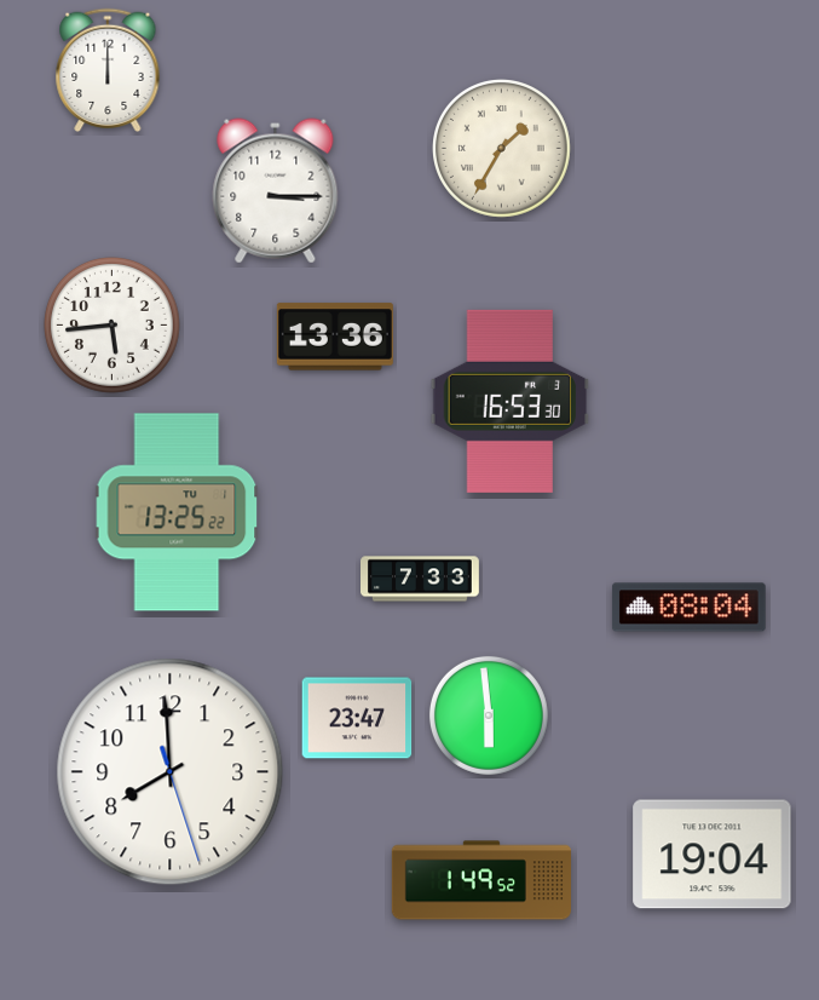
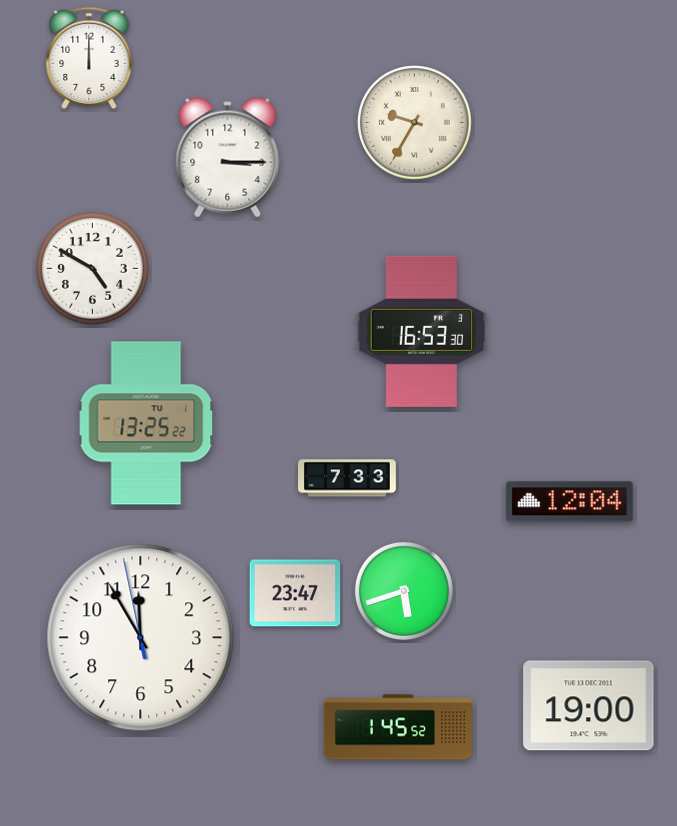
clock at (502, 149): 1:35 -> 9:35
clock at (113, 326): 5:44 -> 4:50
clock at (335, 337): 13:36 -> none
clock at (690, 608): 08:04 -> 12:04
clock at (489, 715): 5:59 -> 5:42
clock at (171, 772): 7:59 -> 11:54
clock at (713, 855): 19:04 -> 19:00
clock at (481, 880): 1:49 -> 1:45
